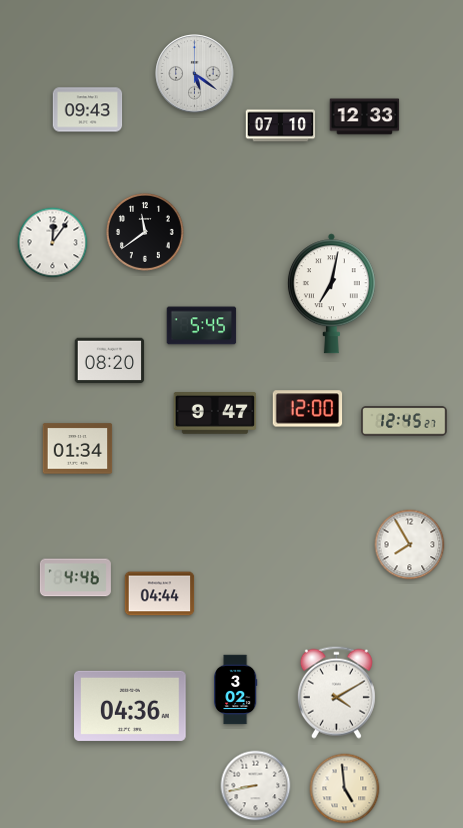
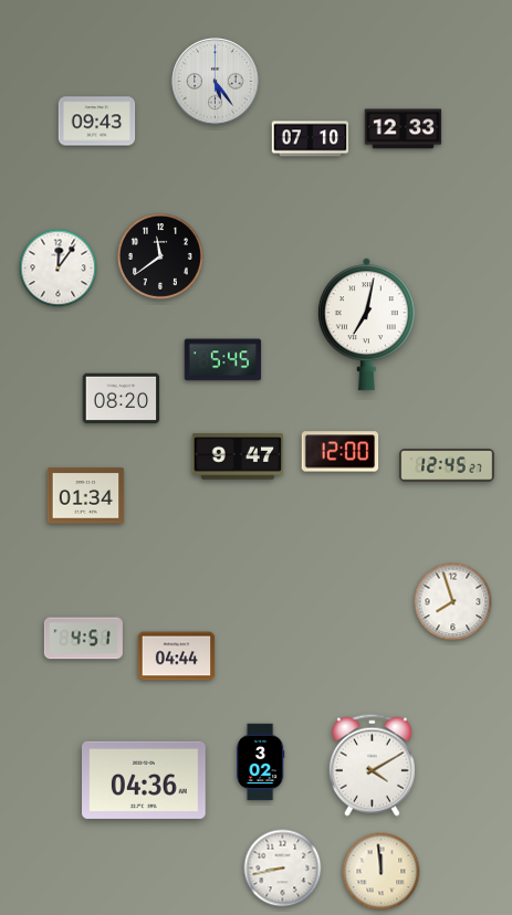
clock at (195, 74): 5:21 -> 5:24
clock at (410, 545): 7:55 -> 7:57
clock at (75, 578): 4:46 -> 4:51
clock at (345, 789): 4:59 -> 11:59
